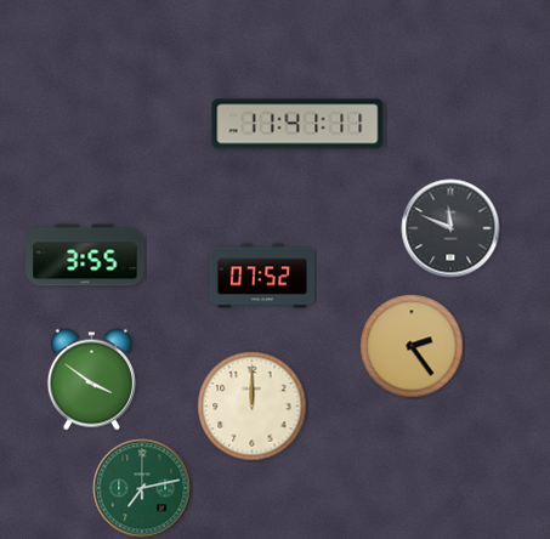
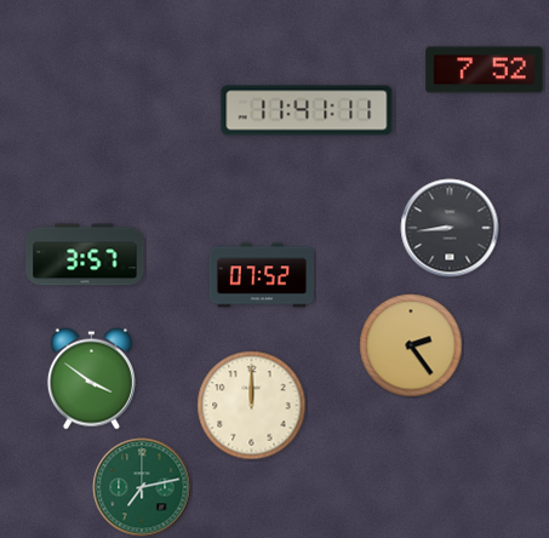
clock at (485, 70): none -> 7:52
clock at (297, 124) position: (297, 124) -> (307, 110)
clock at (450, 228): 11:49 -> 8:44
clock at (85, 255): 3:55 -> 3:57
